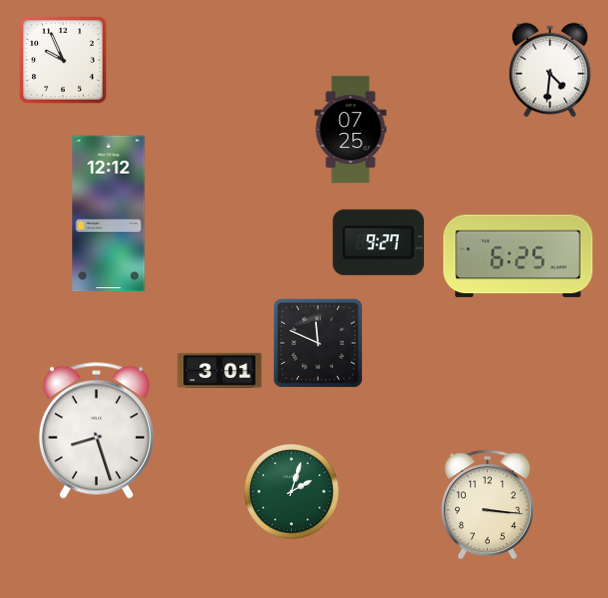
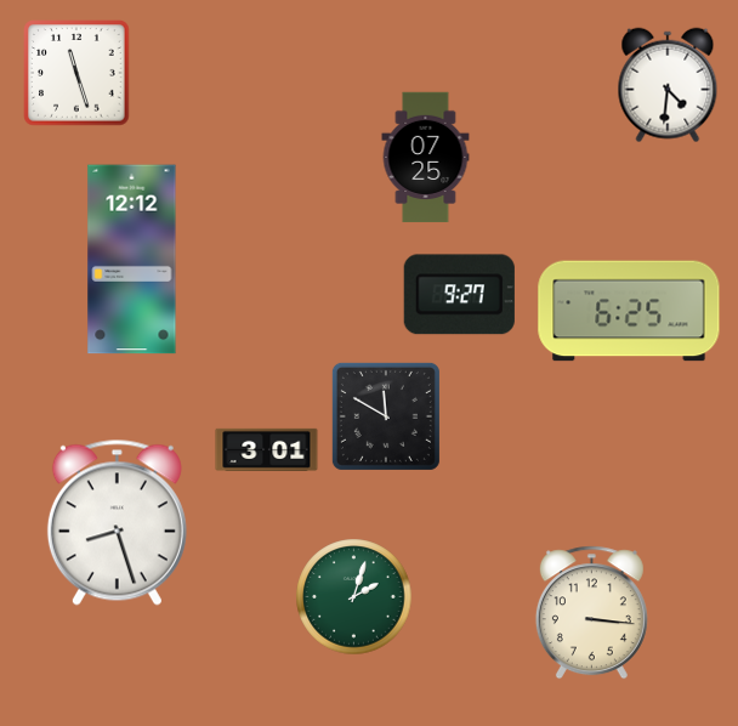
clock at (63, 60): 9:56 -> 11:27
clock at (318, 343): 11:49 -> 11:50
